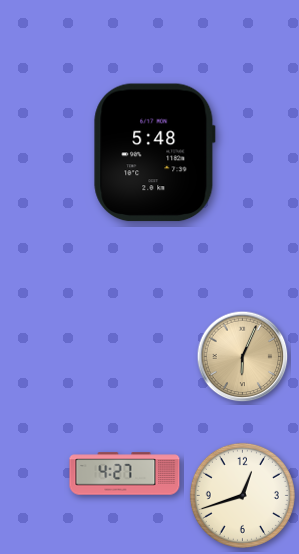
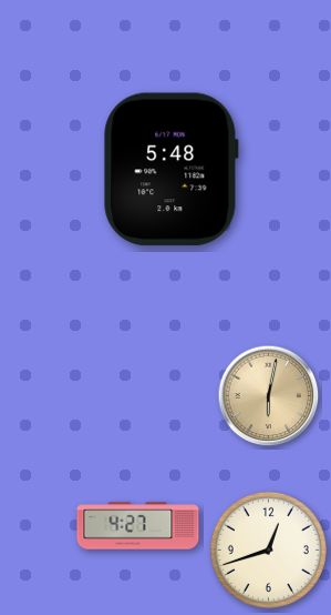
clock at (243, 357): 6:04 -> 6:02
